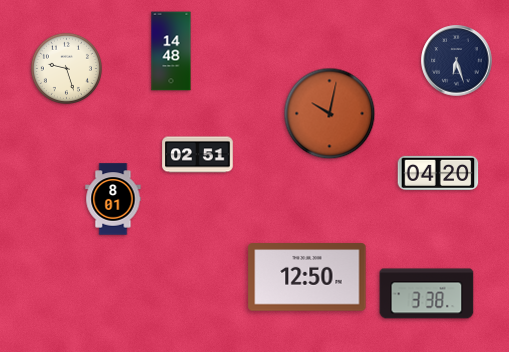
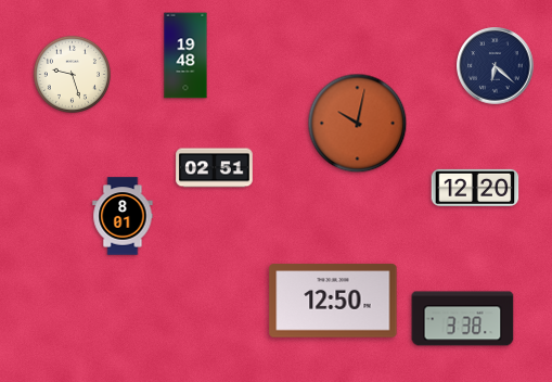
clock at (171, 51): 14:48 -> 19:48
clock at (457, 61): 6:27 -> 6:22
clock at (438, 173): 04:20 -> 12:20
